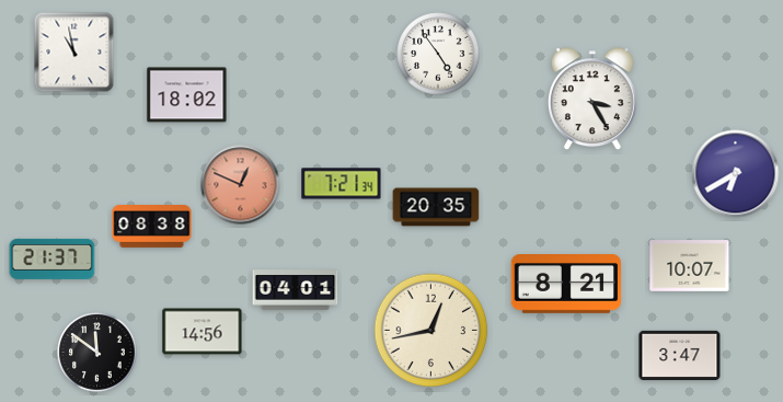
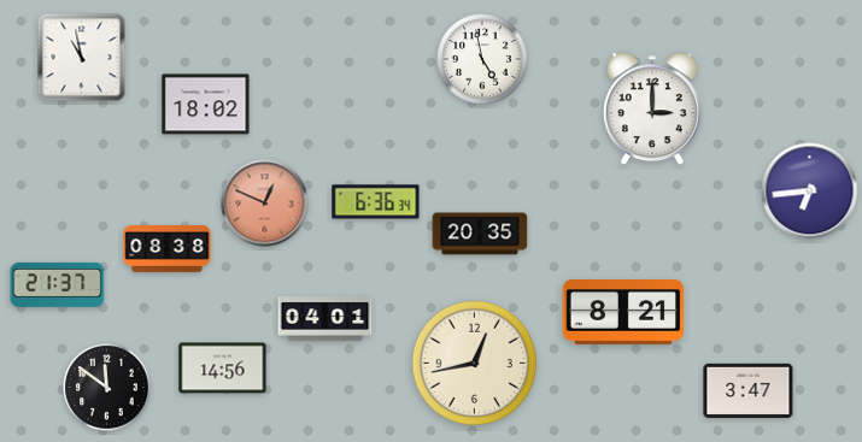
clock at (438, 54): 4:54 -> 4:58
clock at (592, 100): 3:25 -> 3:00
clock at (736, 174): 6:40 -> 6:44
clock at (342, 184): 7:21 -> 6:36
clock at (436, 207) position: (436, 207) -> (480, 234)
clock at (690, 266): 10:07 -> none
clock at (203, 332) position: (203, 332) -> (223, 369)
